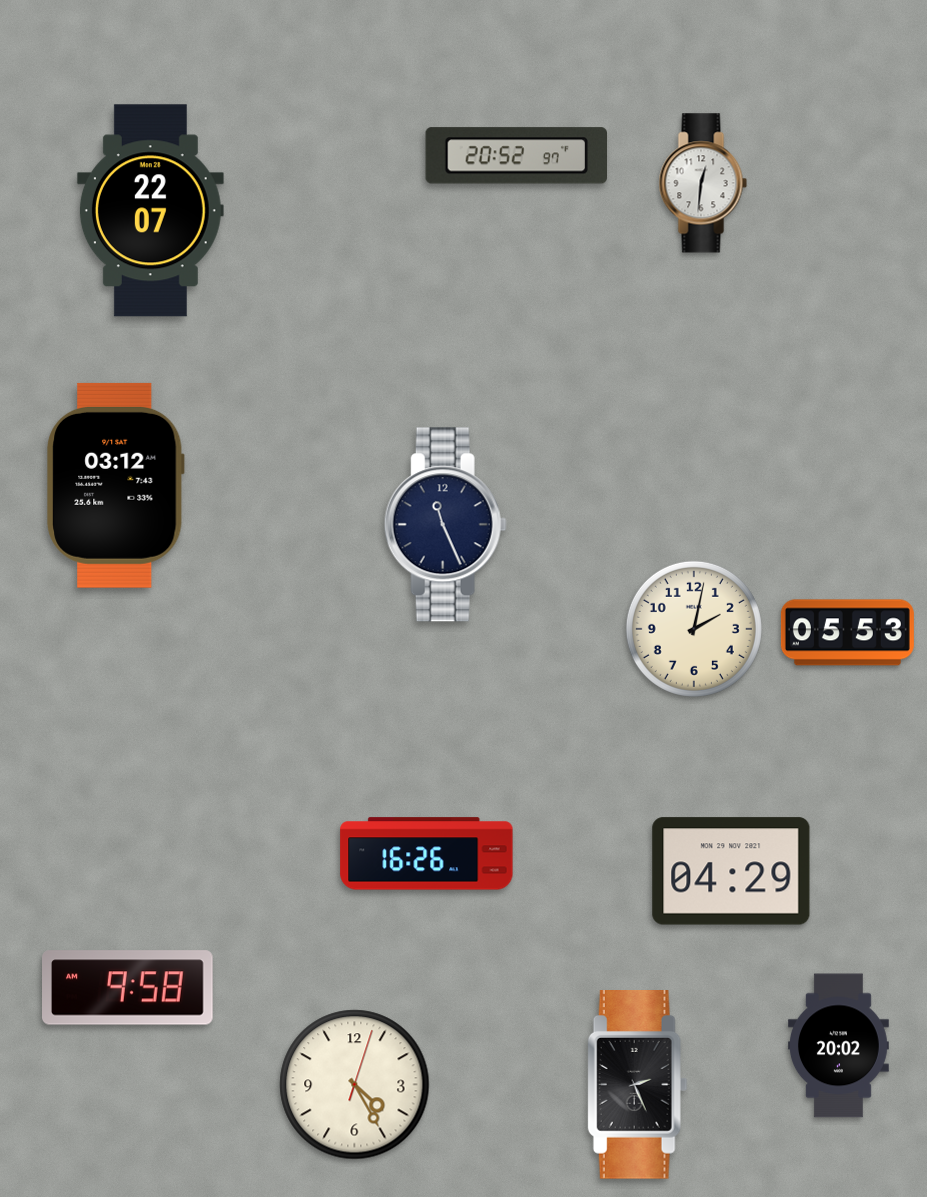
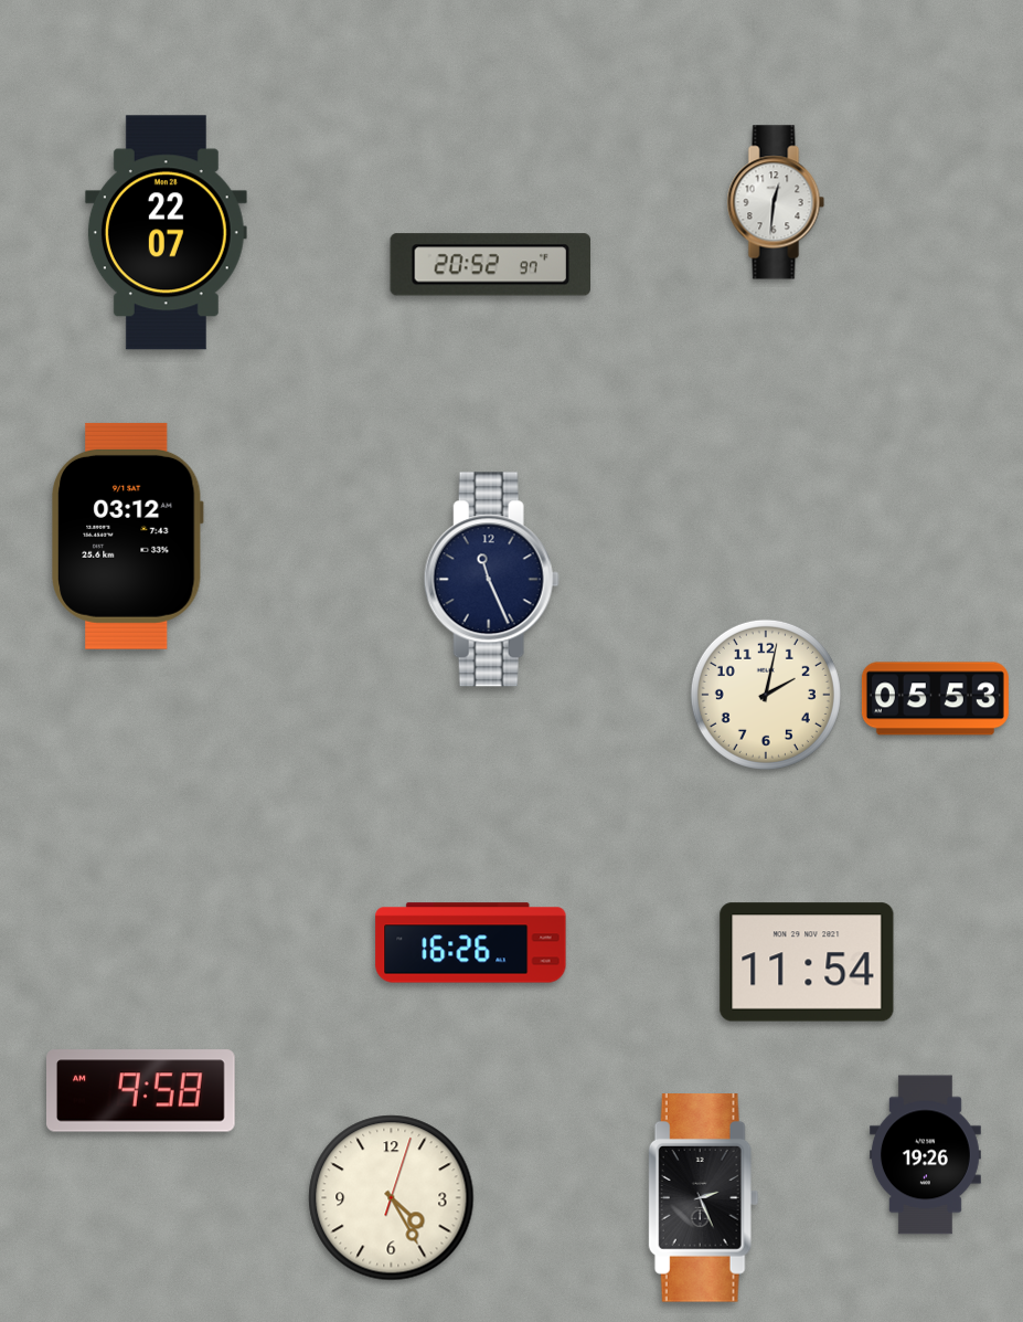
clock at (516, 156) position: (516, 156) -> (490, 265)
clock at (731, 871): 04:29 -> 11:54
clock at (838, 1046): 20:02 -> 19:26
